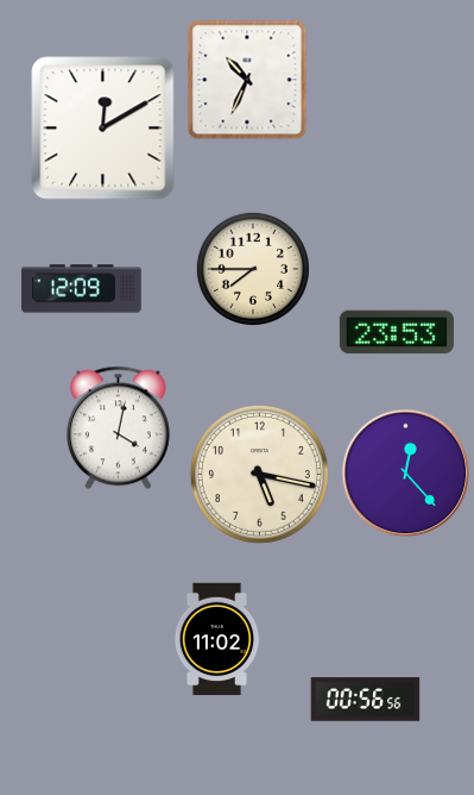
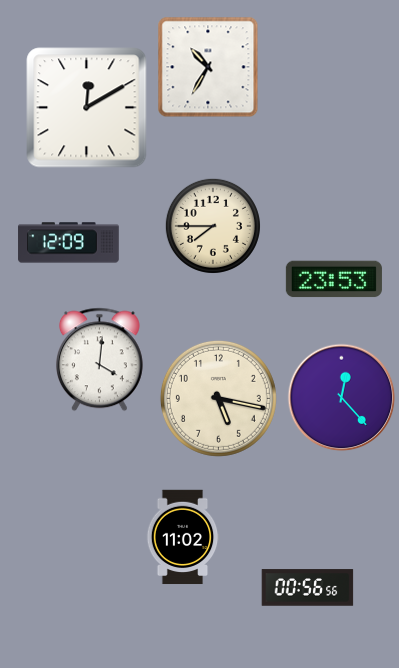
clock at (247, 80): 10:34 -> 10:35
clock at (118, 428): 4:02 -> 4:01
